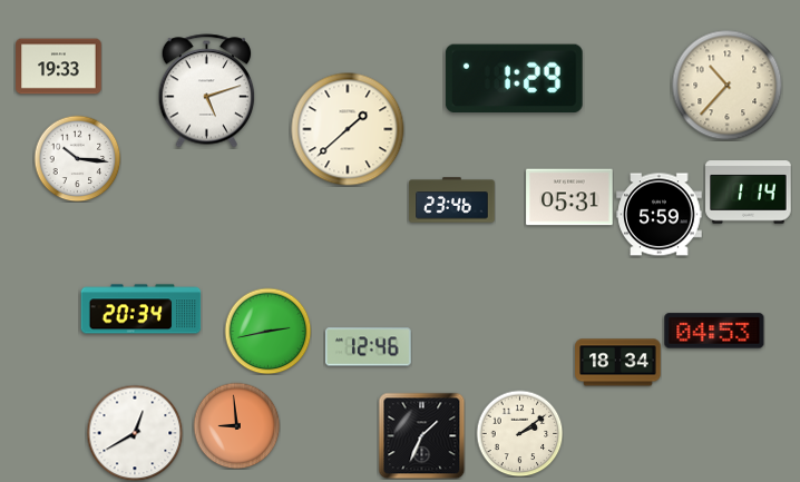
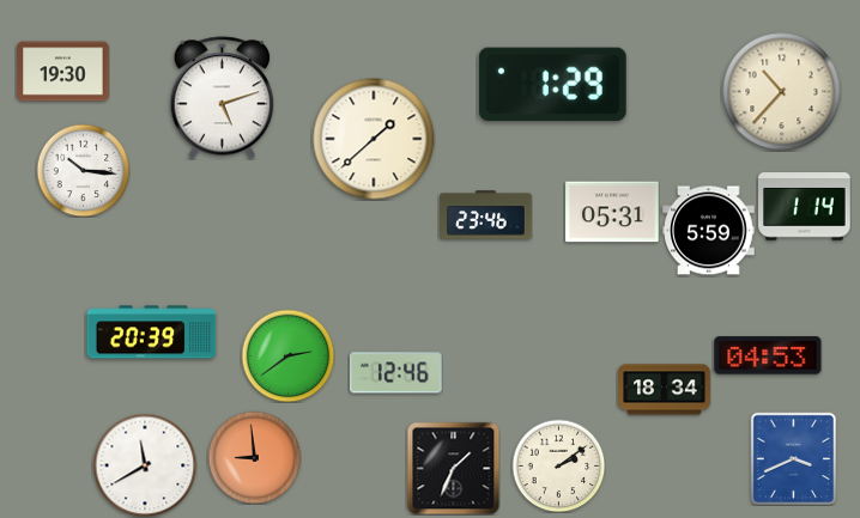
clock at (59, 67): 19:33 -> 19:30
clock at (142, 309): 20:34 -> 20:39
clock at (267, 331): 2:43 -> 2:39
clock at (793, 458): none -> 3:41
clock at (135, 433): 12:40 -> 11:40
